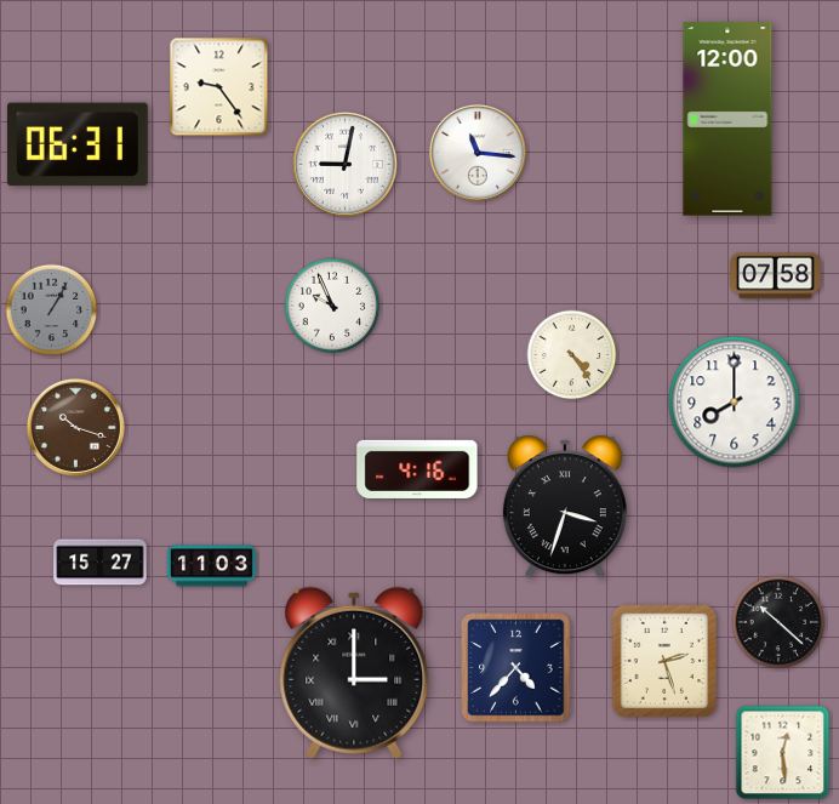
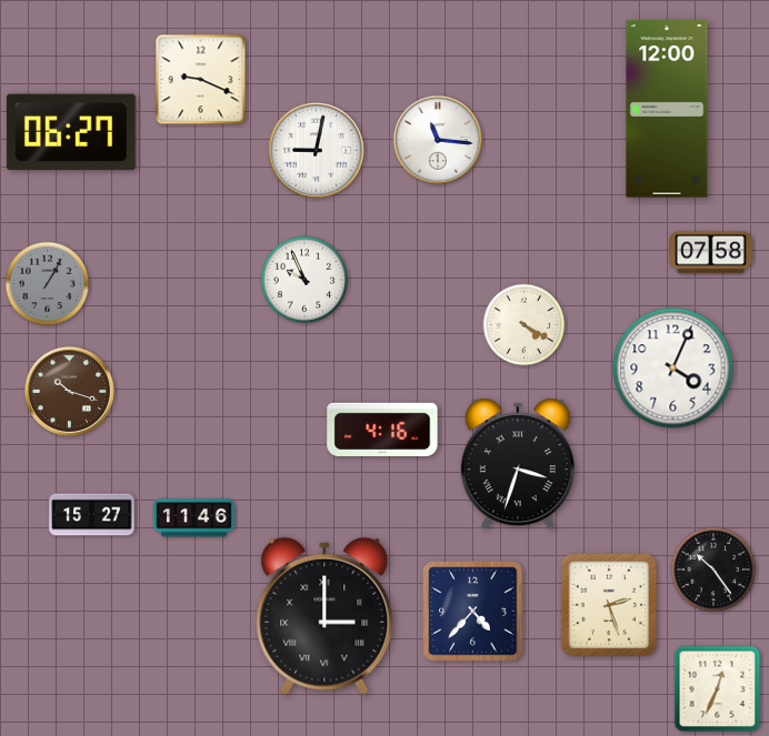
clock at (219, 87): 9:24 -> 9:19
clock at (78, 144): 06:31 -> 06:27
clock at (572, 355): 4:24 -> 4:20
clock at (735, 403): 8:00 -> 4:04
clock at (211, 566): 11:03 -> 11:46
clock at (778, 622): 10:22 -> 10:24
clock at (783, 753): 12:29 -> 12:34
